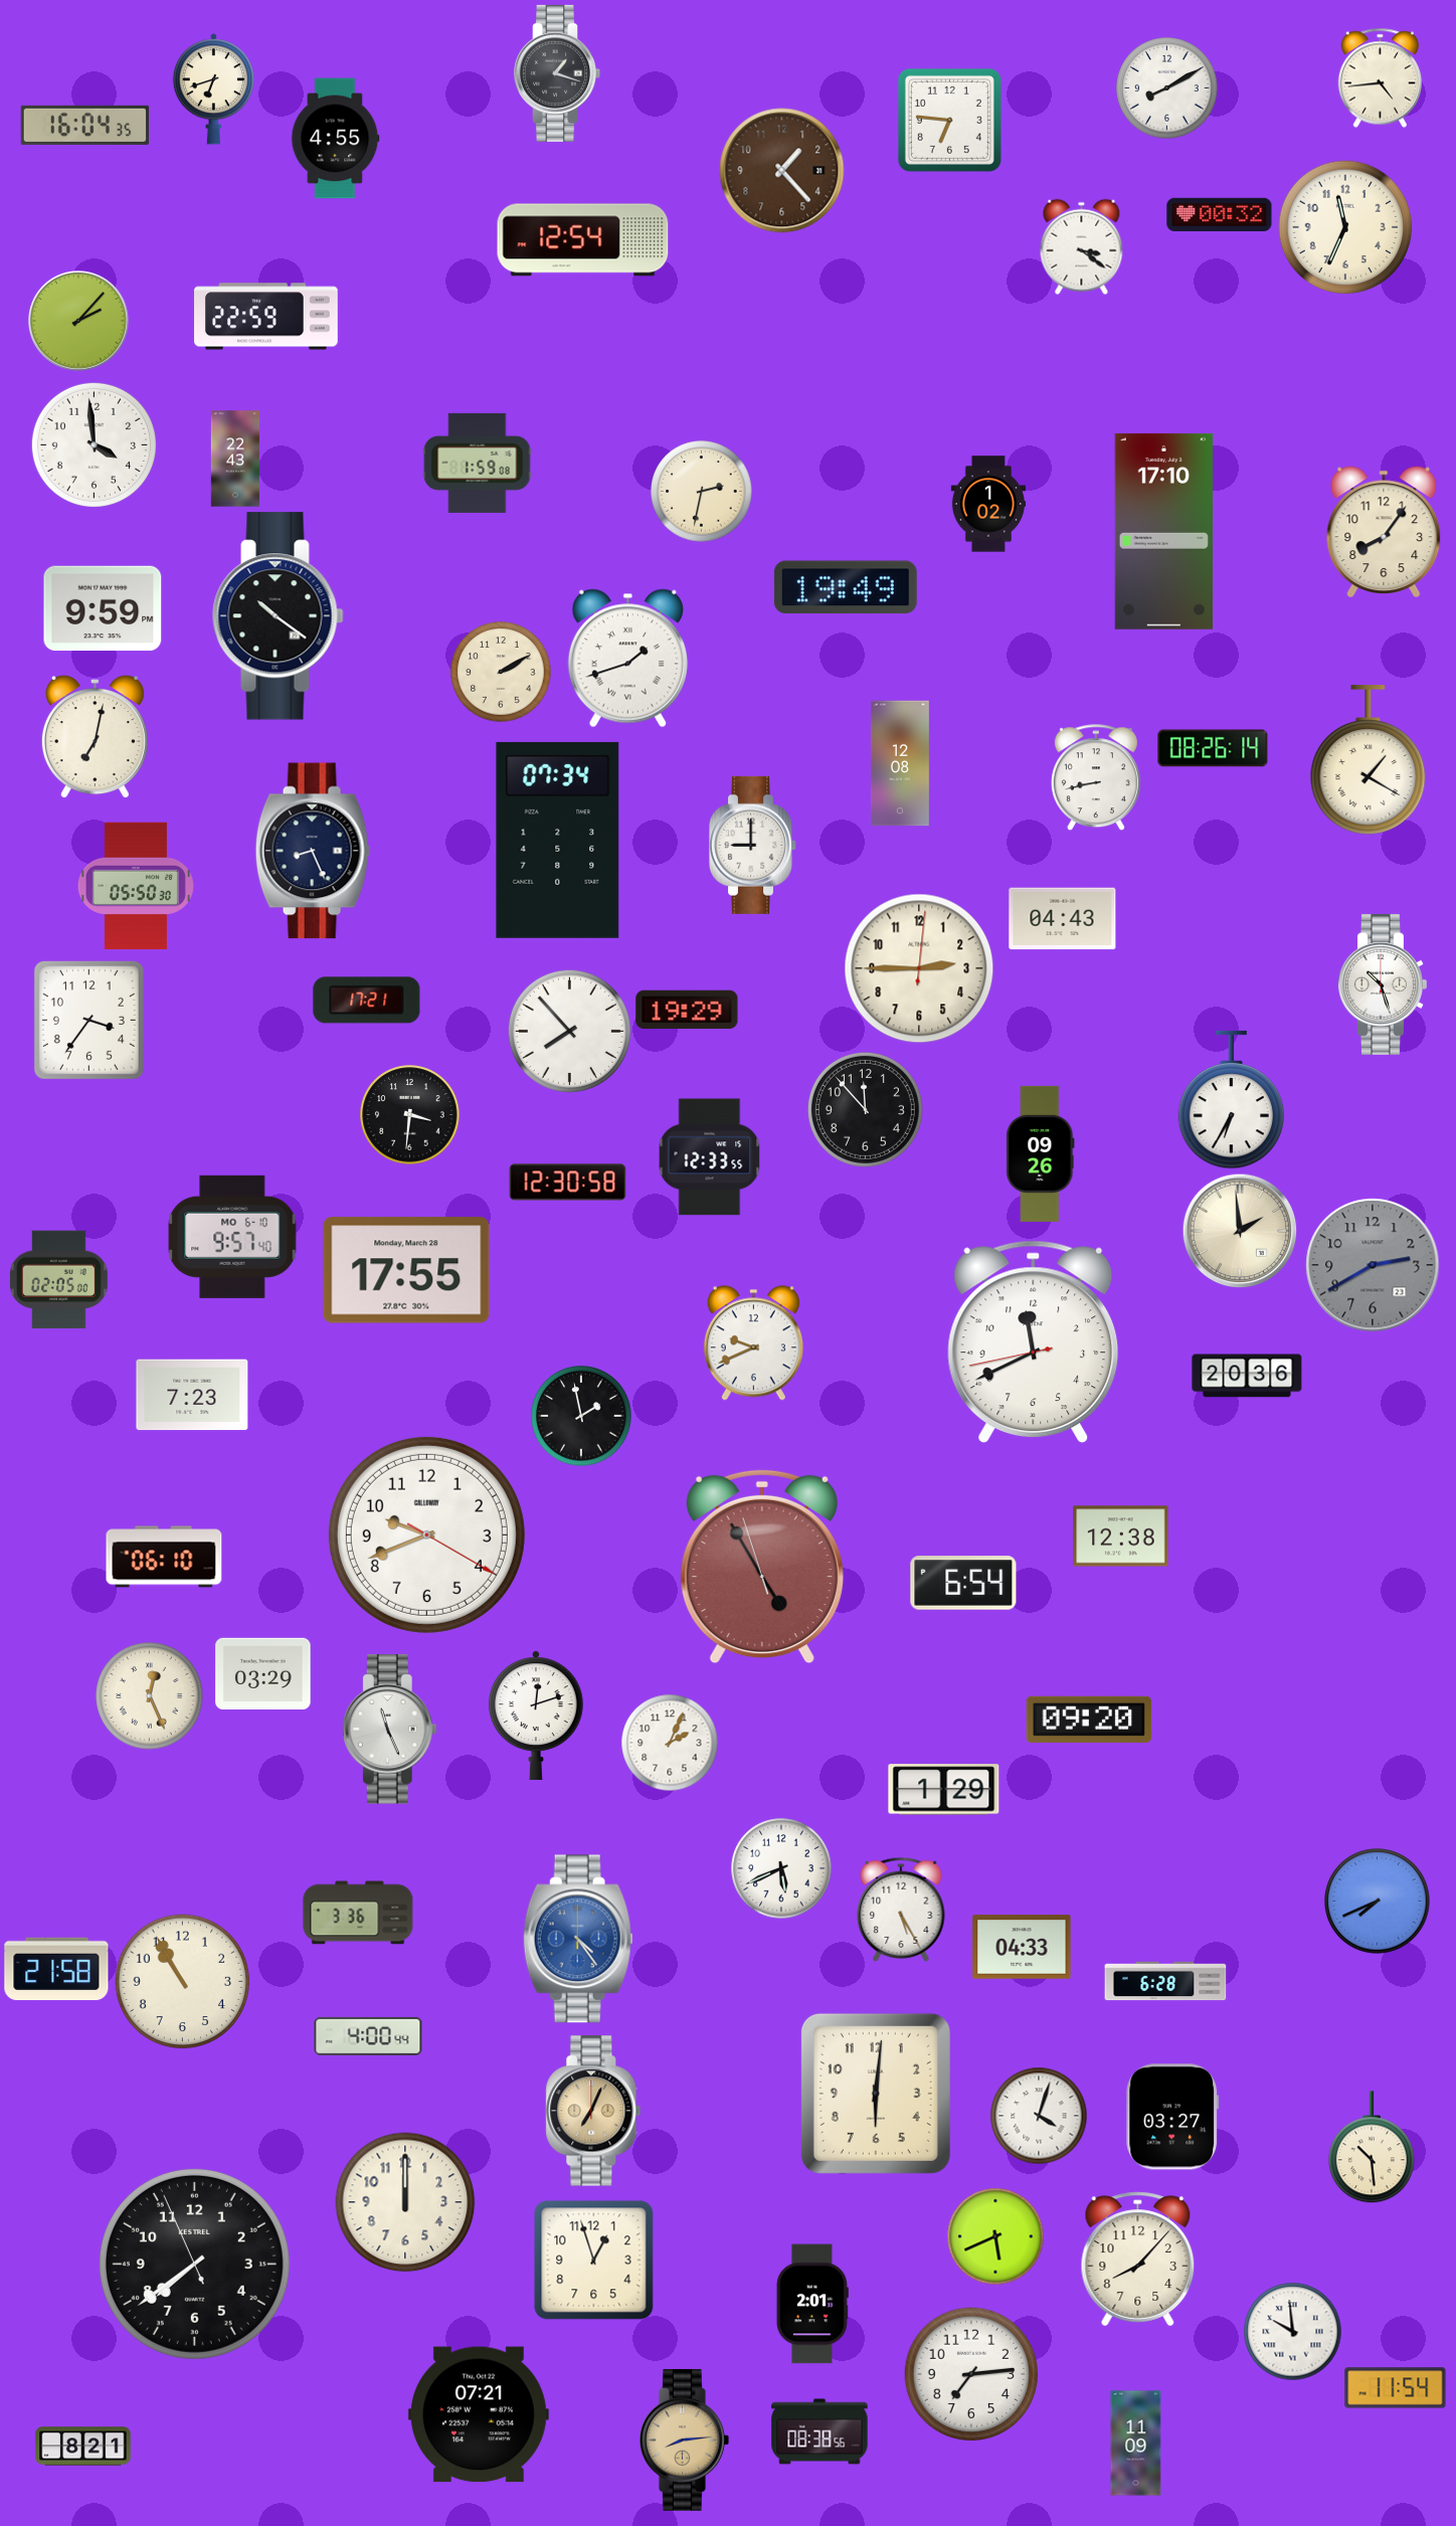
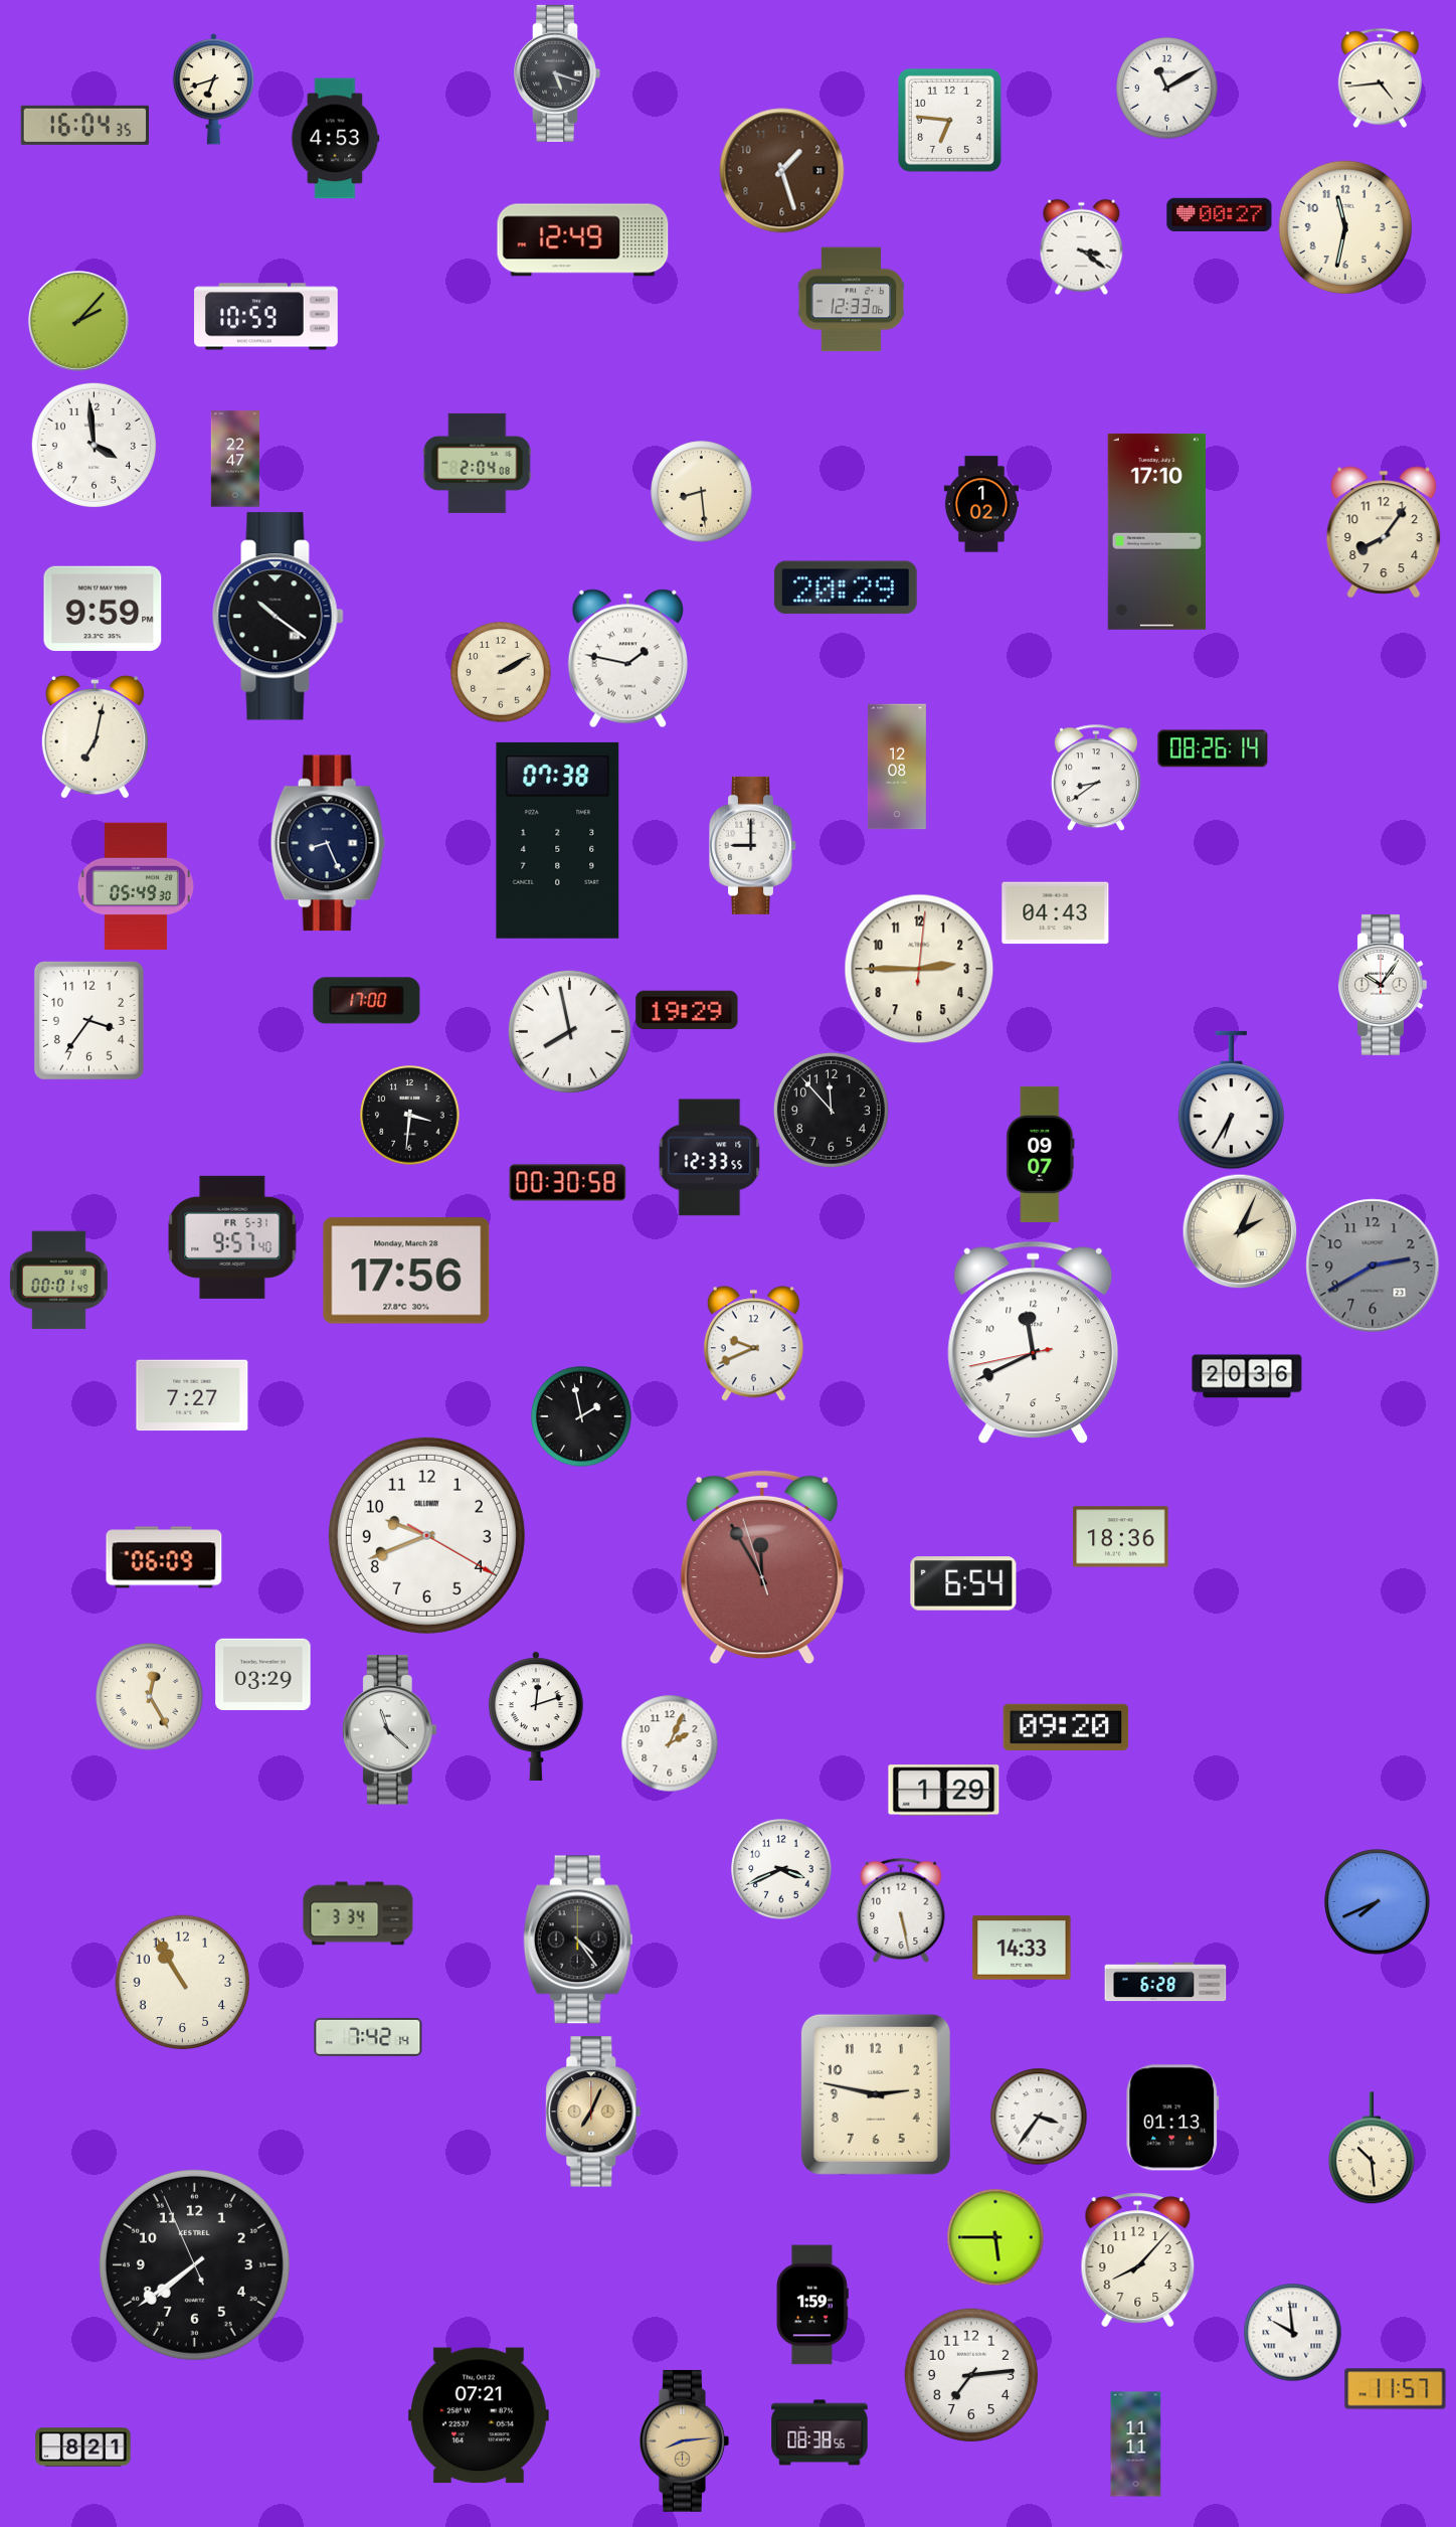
clock at (557, 73): 1:18 -> 5:18
clock at (1167, 88): 8:10 -> 11:10
clock at (335, 139): 4:55 -> 4:53
clock at (782, 171): 1:23 -> 1:27
clock at (1220, 214): 00:32 -> 00:27
clock at (1345, 227): 11:34 -> 11:32
clock at (583, 240): 12:54 -> 12:49
clock at (851, 300): none -> 12:33
clock at (266, 317): 22:59 -> 10:59
clock at (235, 459): 22:43 -> 22:47
clock at (478, 463): 1:59 -> 2:04
clock at (702, 492): 2:32 -> 8:29
clock at (988, 504) position: (988, 504) -> (981, 504)
clock at (1163, 531) position: (1163, 531) -> (1156, 531)
clock at (846, 587): 19:49 -> 20:29
clock at (627, 659): 1:42 -> 1:47
clock at (1369, 760): 1:20 -> none
clock at (900, 763) position: (900, 763) -> (897, 767)
clock at (1096, 777): 8:43 -> 8:39
clock at (558, 840): 07:34 -> 07:38
clock at (313, 851) position: (313, 851) -> (328, 843)
clock at (136, 886): 05:50 -> 05:49
clock at (1063, 919) position: (1063, 919) -> (1056, 913)
clock at (1383, 984): 10:27 -> 10:06
clock at (367, 1001): 17:21 -> 17:00
clock at (569, 1031): 7:53 -> 7:58
clock at (865, 1109) position: (865, 1109) -> (831, 1110)
clock at (1041, 1153): 09:26 -> 09:07
clock at (568, 1183): 12:30 -> 00:30
clock at (1240, 1231): 1:59 -> 2:04
clock at (232, 1237) date: MO 6-10 -> FR 5-31
clock at (406, 1270): 17:55 -> 17:56
clock at (58, 1280): 02:05 -> 00:01
clock at (192, 1395): 7:23 -> 7:27
clock at (1121, 1537): 12:38 -> 18:36
clock at (164, 1557): 06:10 -> 06:09
clock at (762, 1567): 4:54 -> 11:54
clock at (150, 1696): 12:26 -> 12:25
clock at (1089, 1720) position: (1089, 1720) -> (1066, 1727)
clock at (389, 1730): 11:26 -> 11:22
clock at (781, 1868): 5:41 -> 3:41
clock at (901, 1909): 5:25 -> 5:28
clock at (358, 1913): 3:36 -> 3:34
clock at (578, 1939) dial: blue -> black
clock at (1022, 1947): 04:33 -> 14:33
clock at (56, 1969): 21:58 -> none
clock at (368, 2036): 4:00 -> 7:42
clock at (876, 2094): 6:01 -> 2:47
clock at (1039, 2116): 4:03 -> 3:36
clock at (1172, 2117): 03:27 -> 01:13
clock at (405, 2202): 12:00 -> none
clock at (995, 2236): 5:41 -> 5:45
clock at (594, 2261): 12:57 -> none
clock at (812, 2304): 2:01 -> 1:59
clock at (1396, 2388): 11:54 -> 11:57
clock at (1136, 2444): 11:09 -> 11:11
